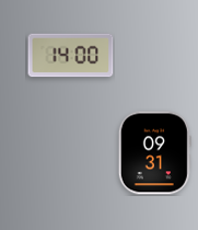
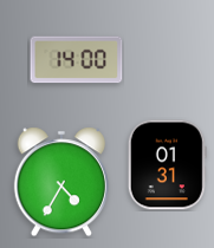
clock at (154, 153): 09:31 -> 01:31
clock at (61, 182): none -> 4:35
